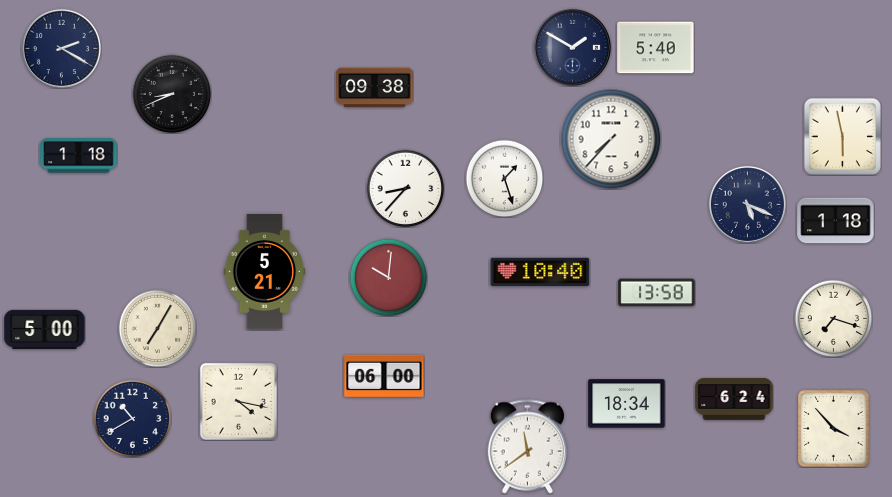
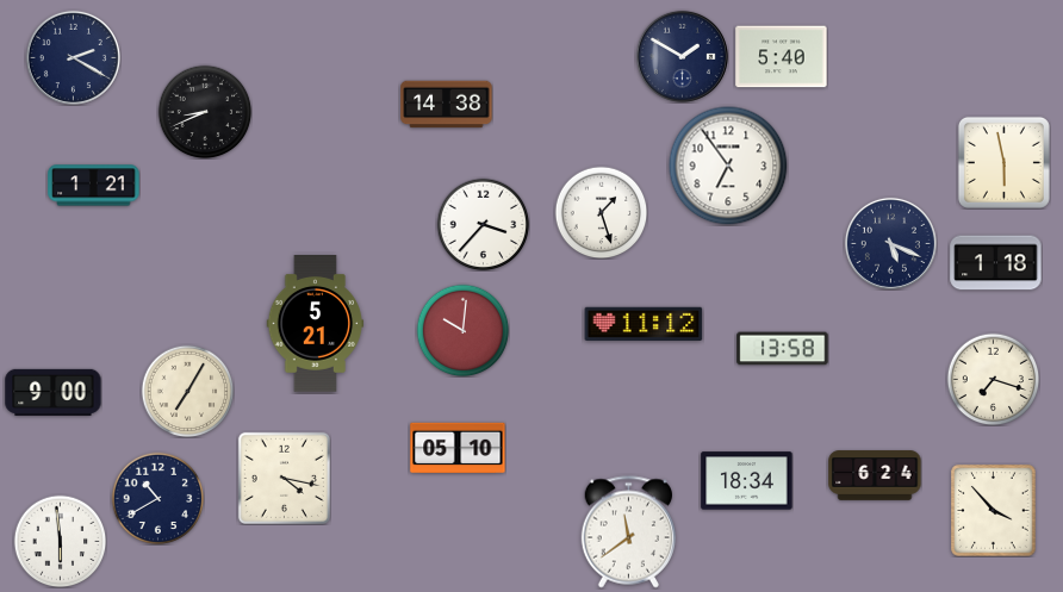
clock at (375, 88): 09:38 -> 14:38
clock at (611, 139): 7:37 -> 6:54
clock at (79, 156): 1:18 -> 1:21
clock at (405, 188): 8:37 -> 3:37
clock at (540, 271): 10:40 -> 11:12
clock at (45, 329): 5:00 -> 9:00
clock at (384, 376): 06:00 -> 05:10
clock at (60, 541): none -> 5:59
